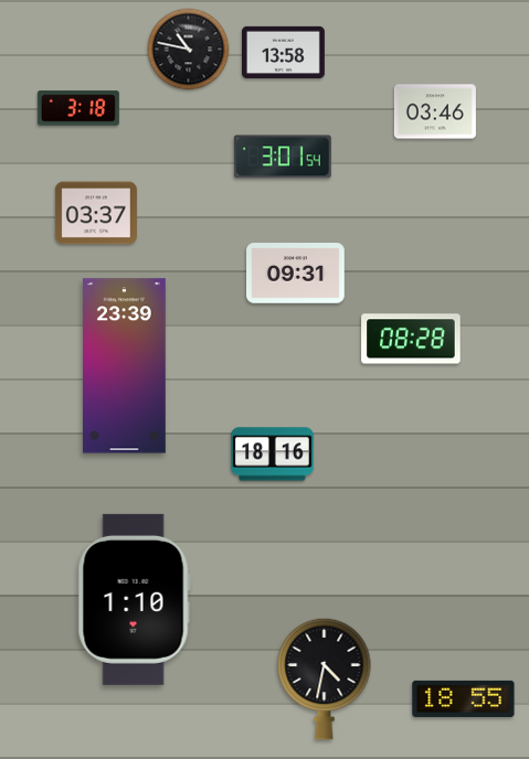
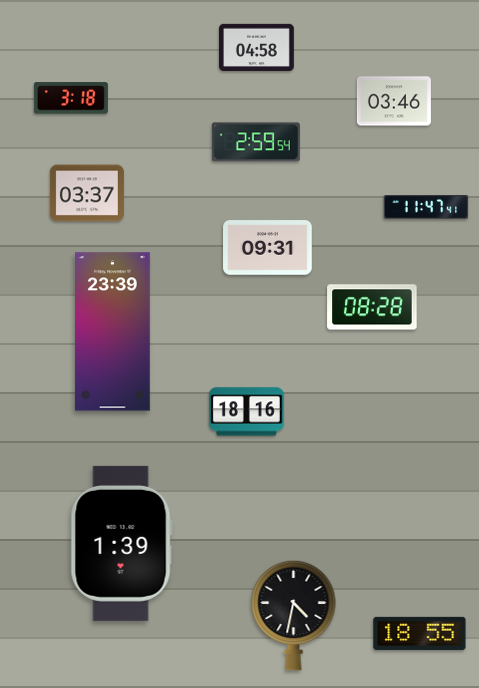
clock at (189, 50): 10:47 -> none
clock at (284, 52): 13:58 -> 04:58
clock at (283, 157): 3:01 -> 2:59
clock at (426, 207): none -> 11:47
clock at (134, 599): 1:10 -> 1:39
